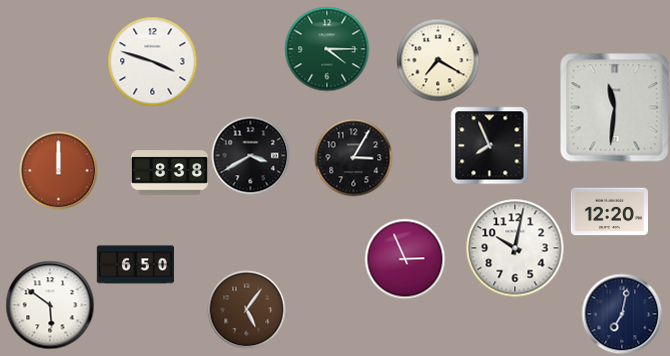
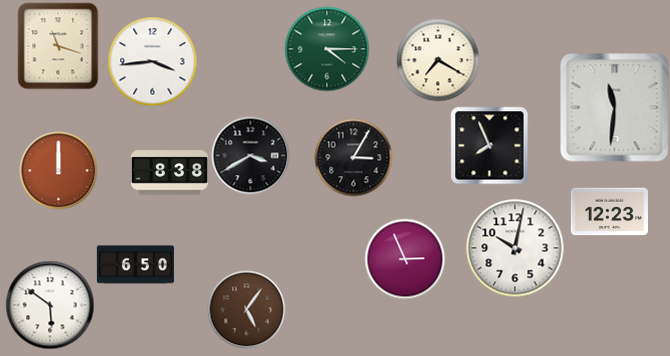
clock at (58, 46): none -> 11:18
clock at (152, 61): 3:48 -> 3:44
clock at (609, 212): 12:20 -> 12:23
clock at (622, 314): 7:02 -> none
